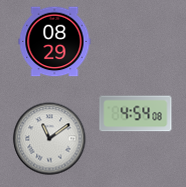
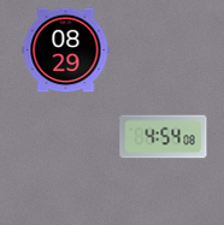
clock at (50, 139): 11:09 -> none
